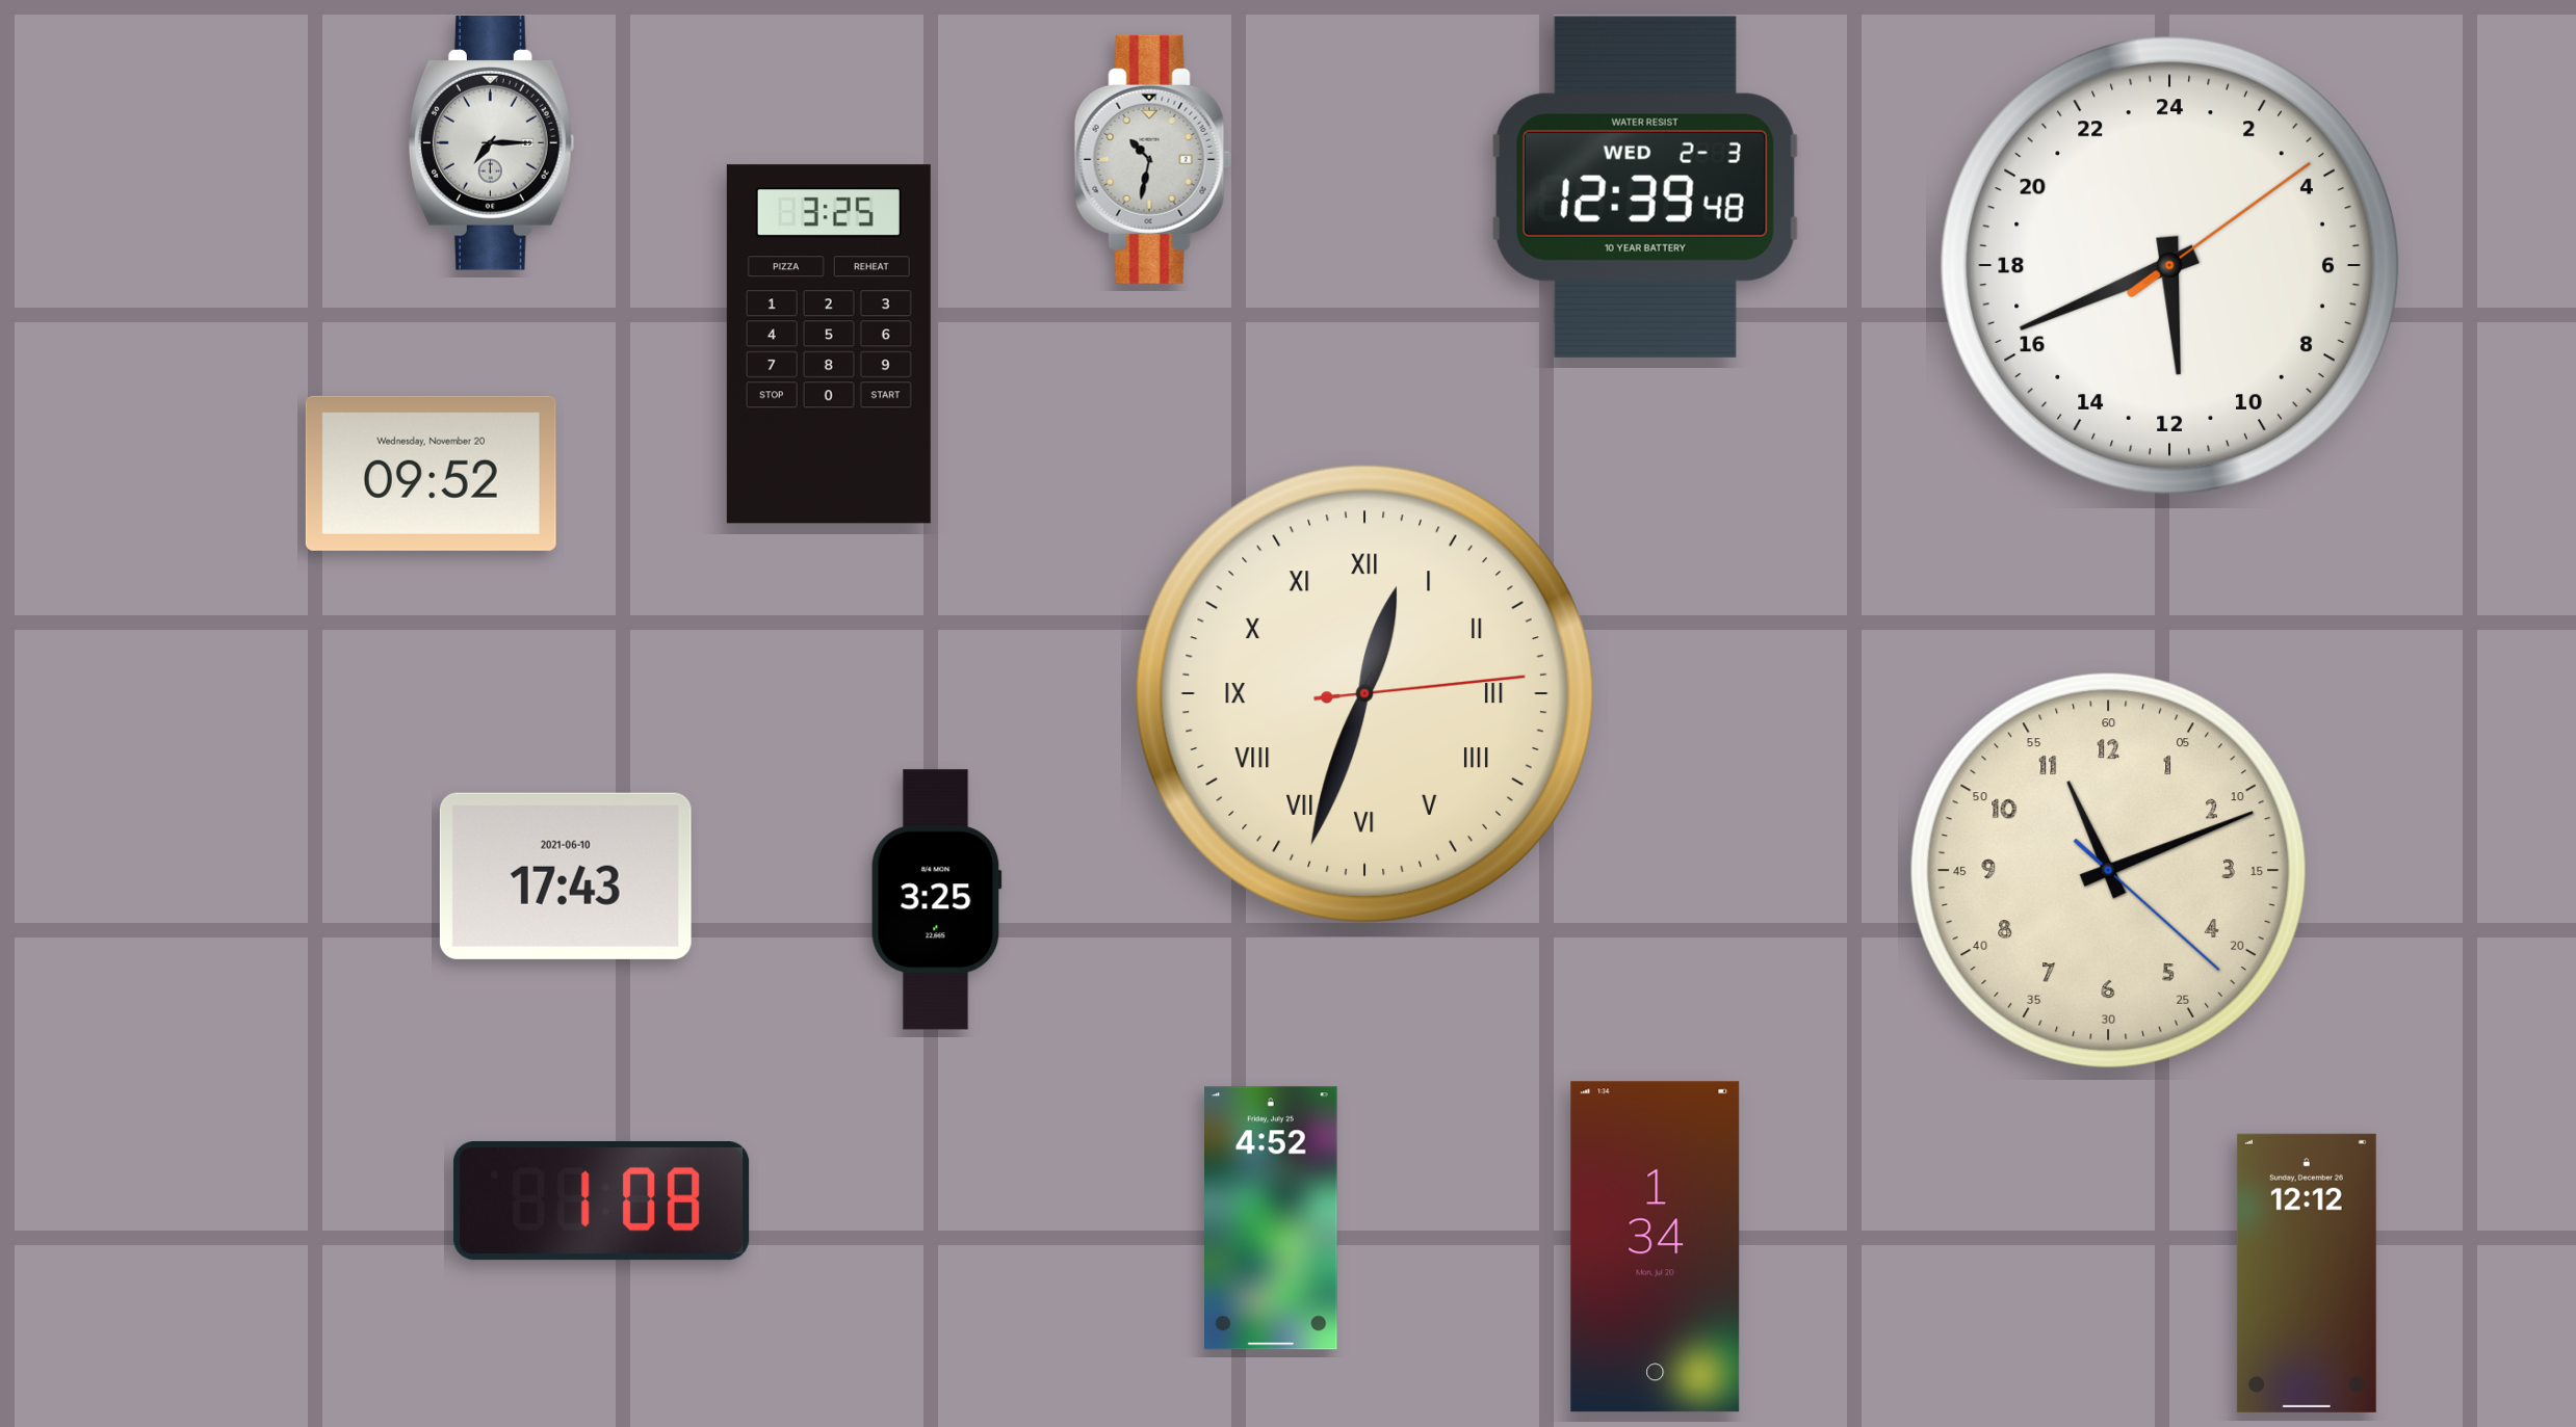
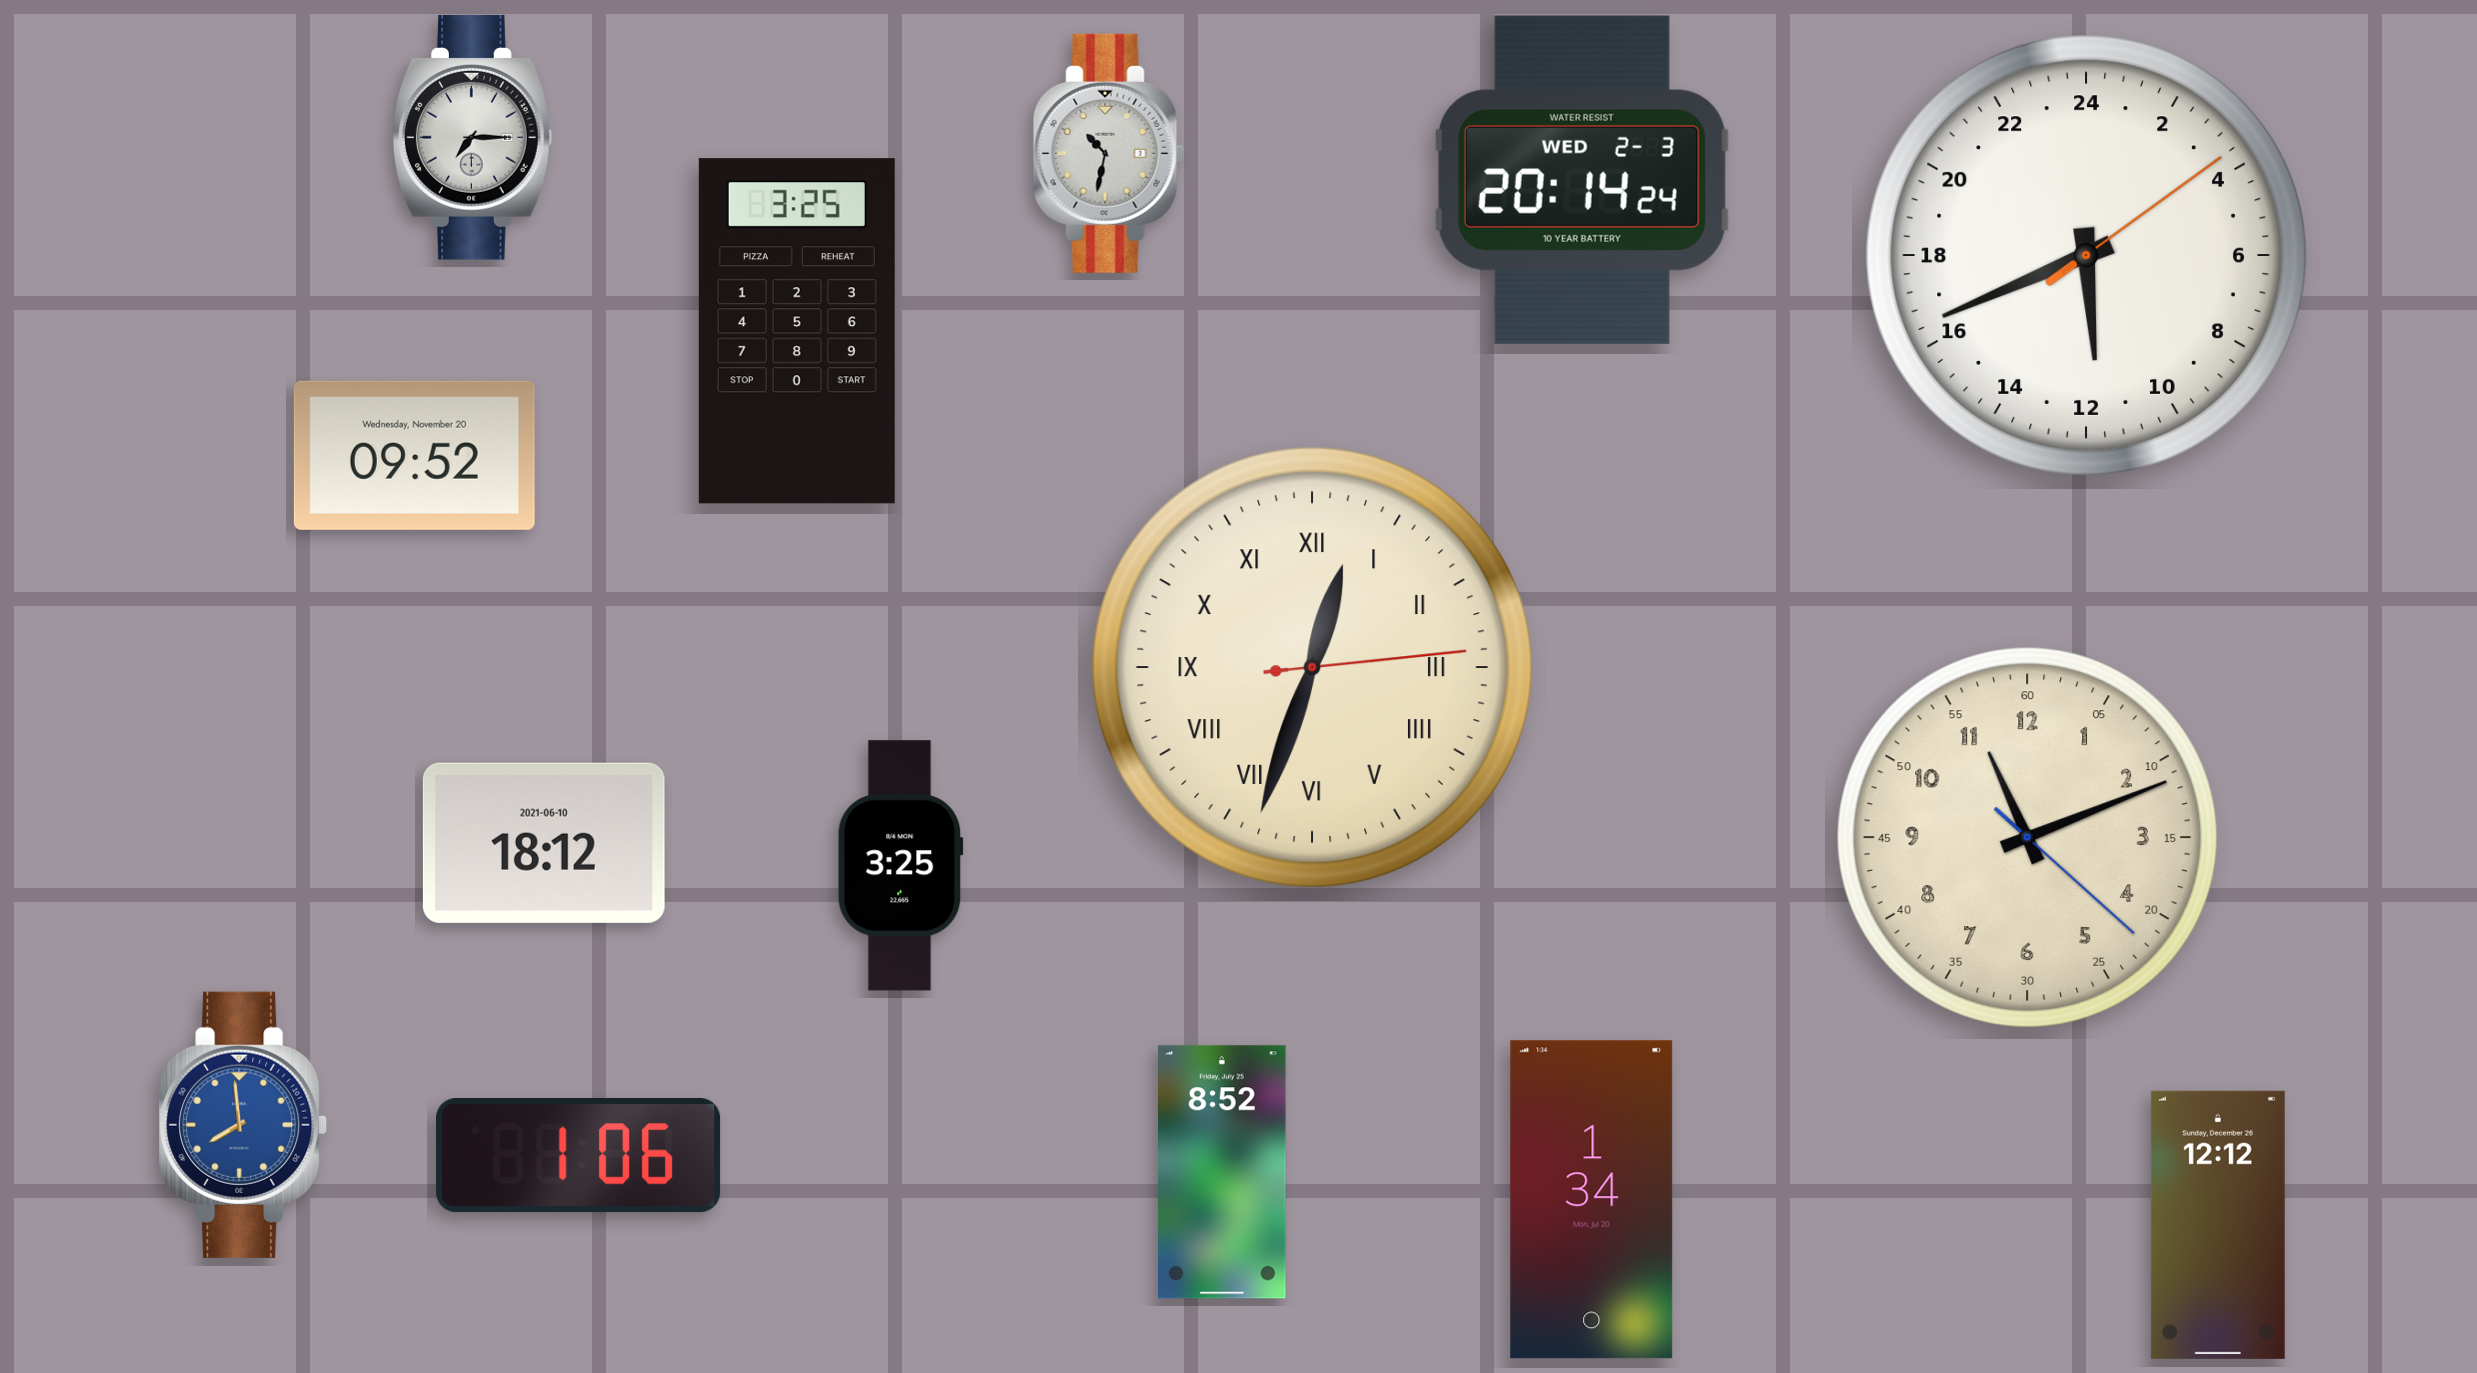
clock at (1645, 187): 12:39 -> 20:14
clock at (566, 876): 17:43 -> 18:12
clock at (243, 1125): none -> 7:59
clock at (602, 1201): 1:08 -> 1:06
clock at (1272, 1218): 4:52 -> 8:52
